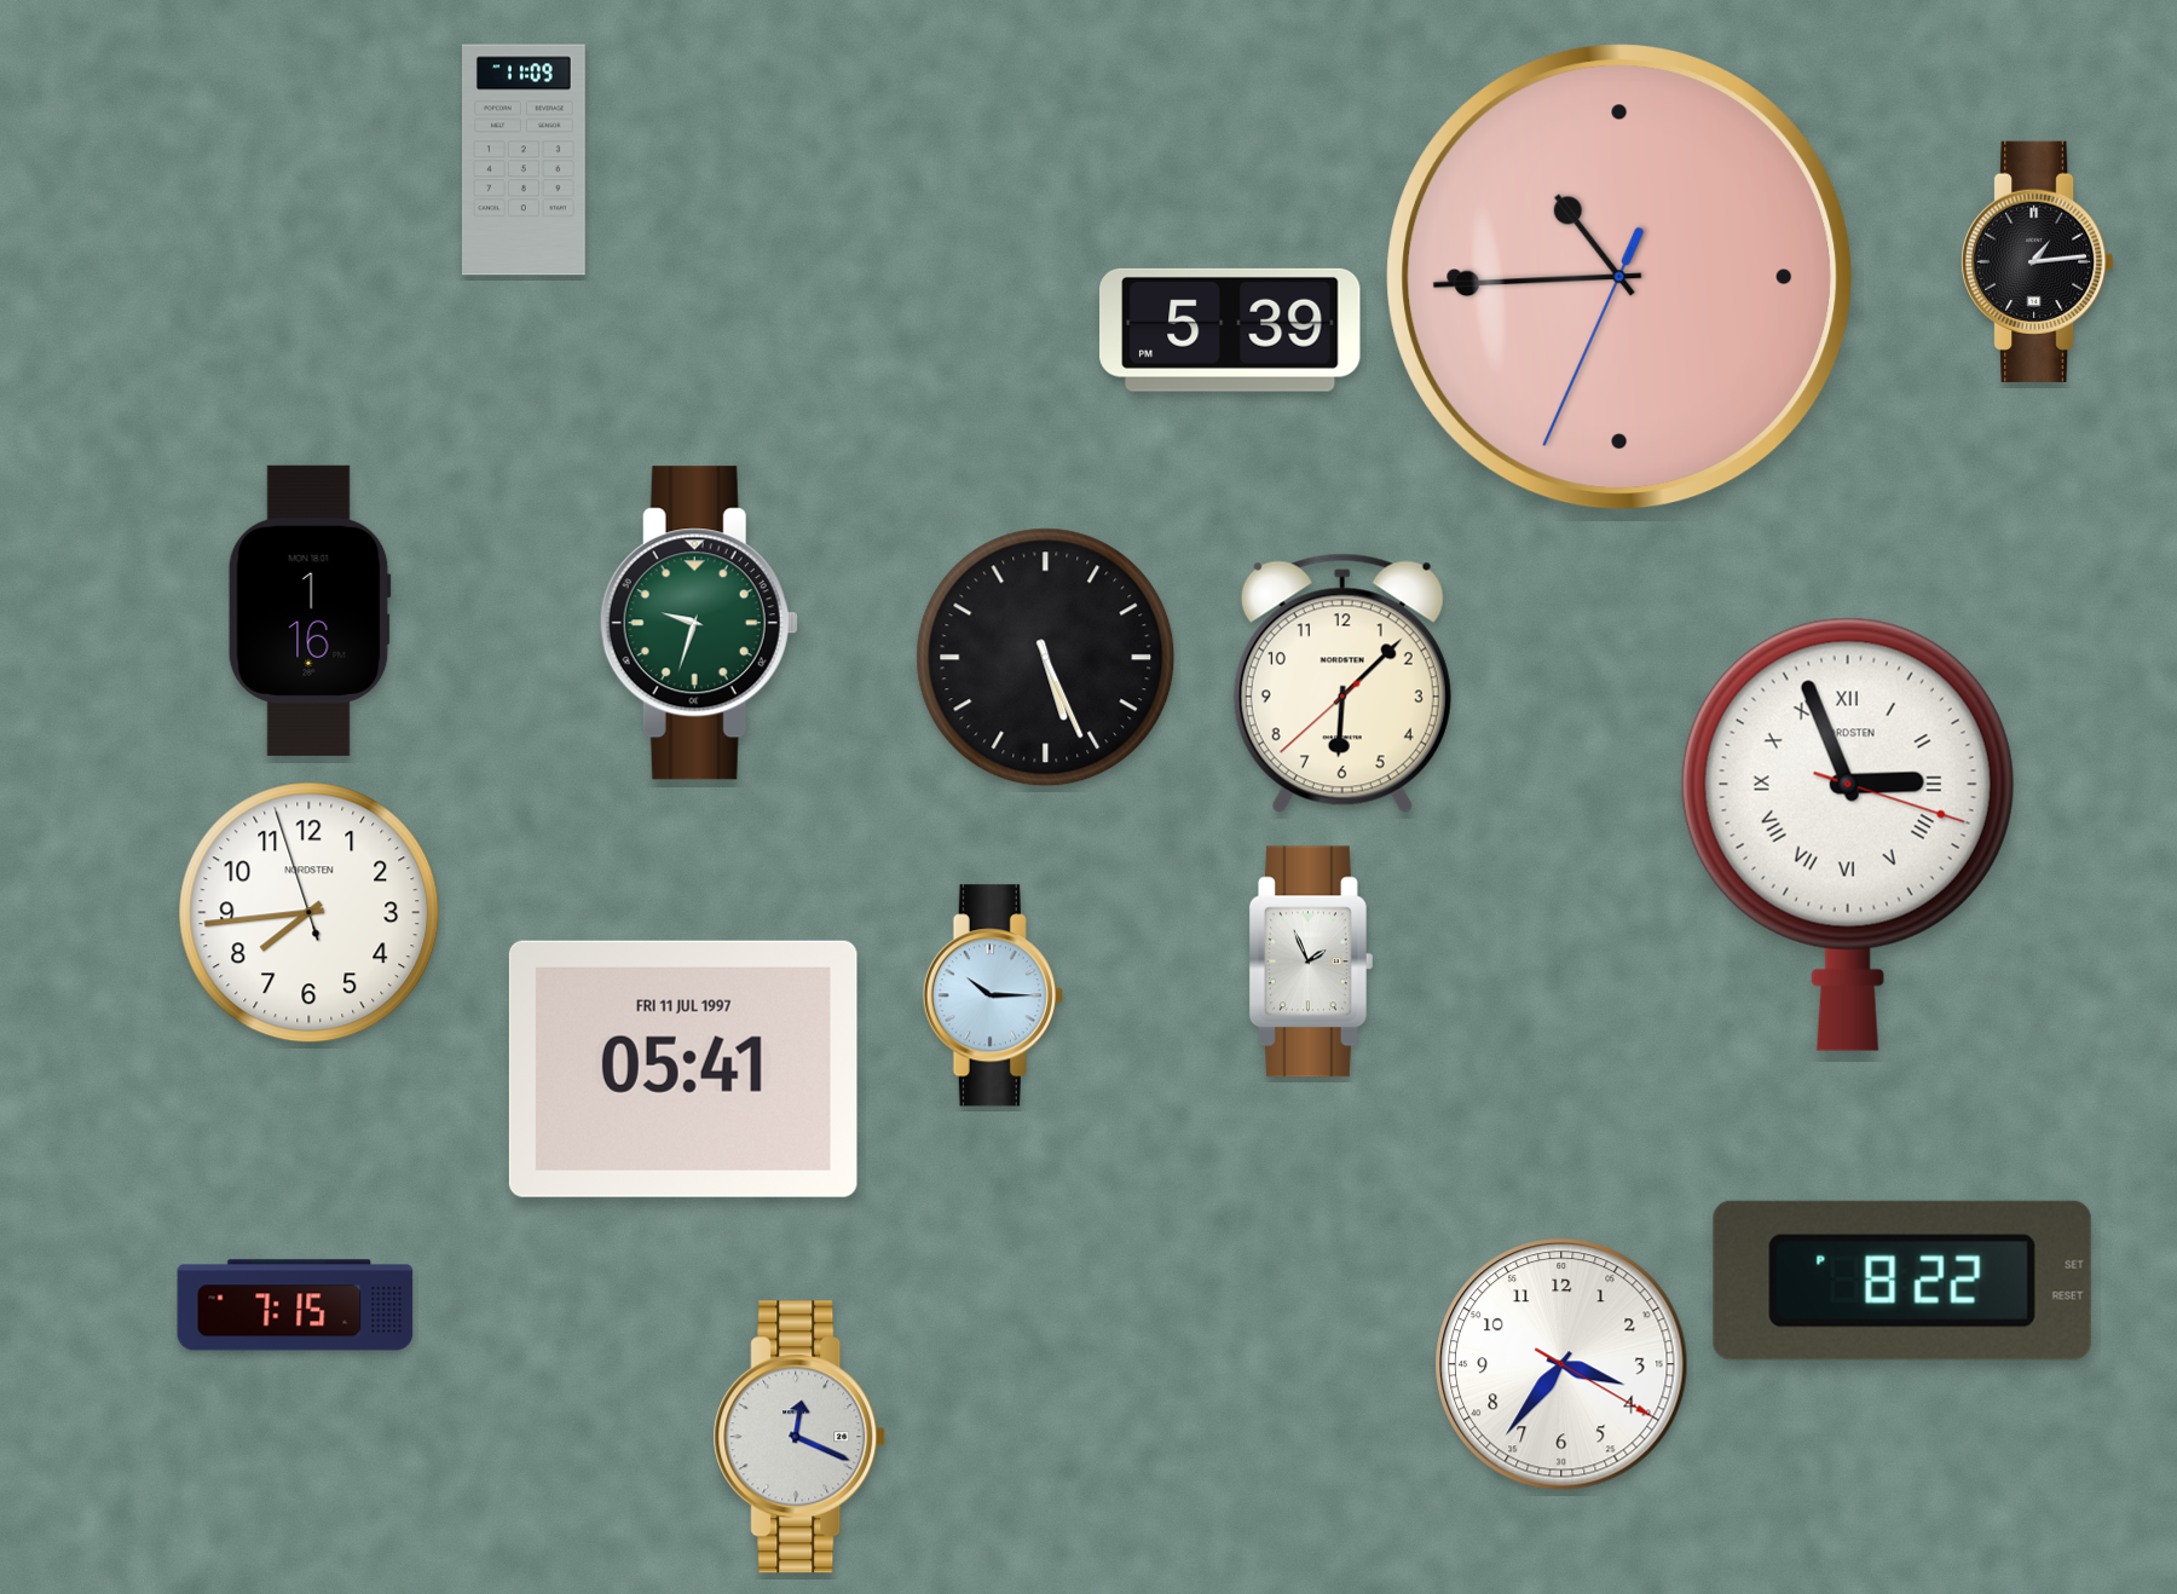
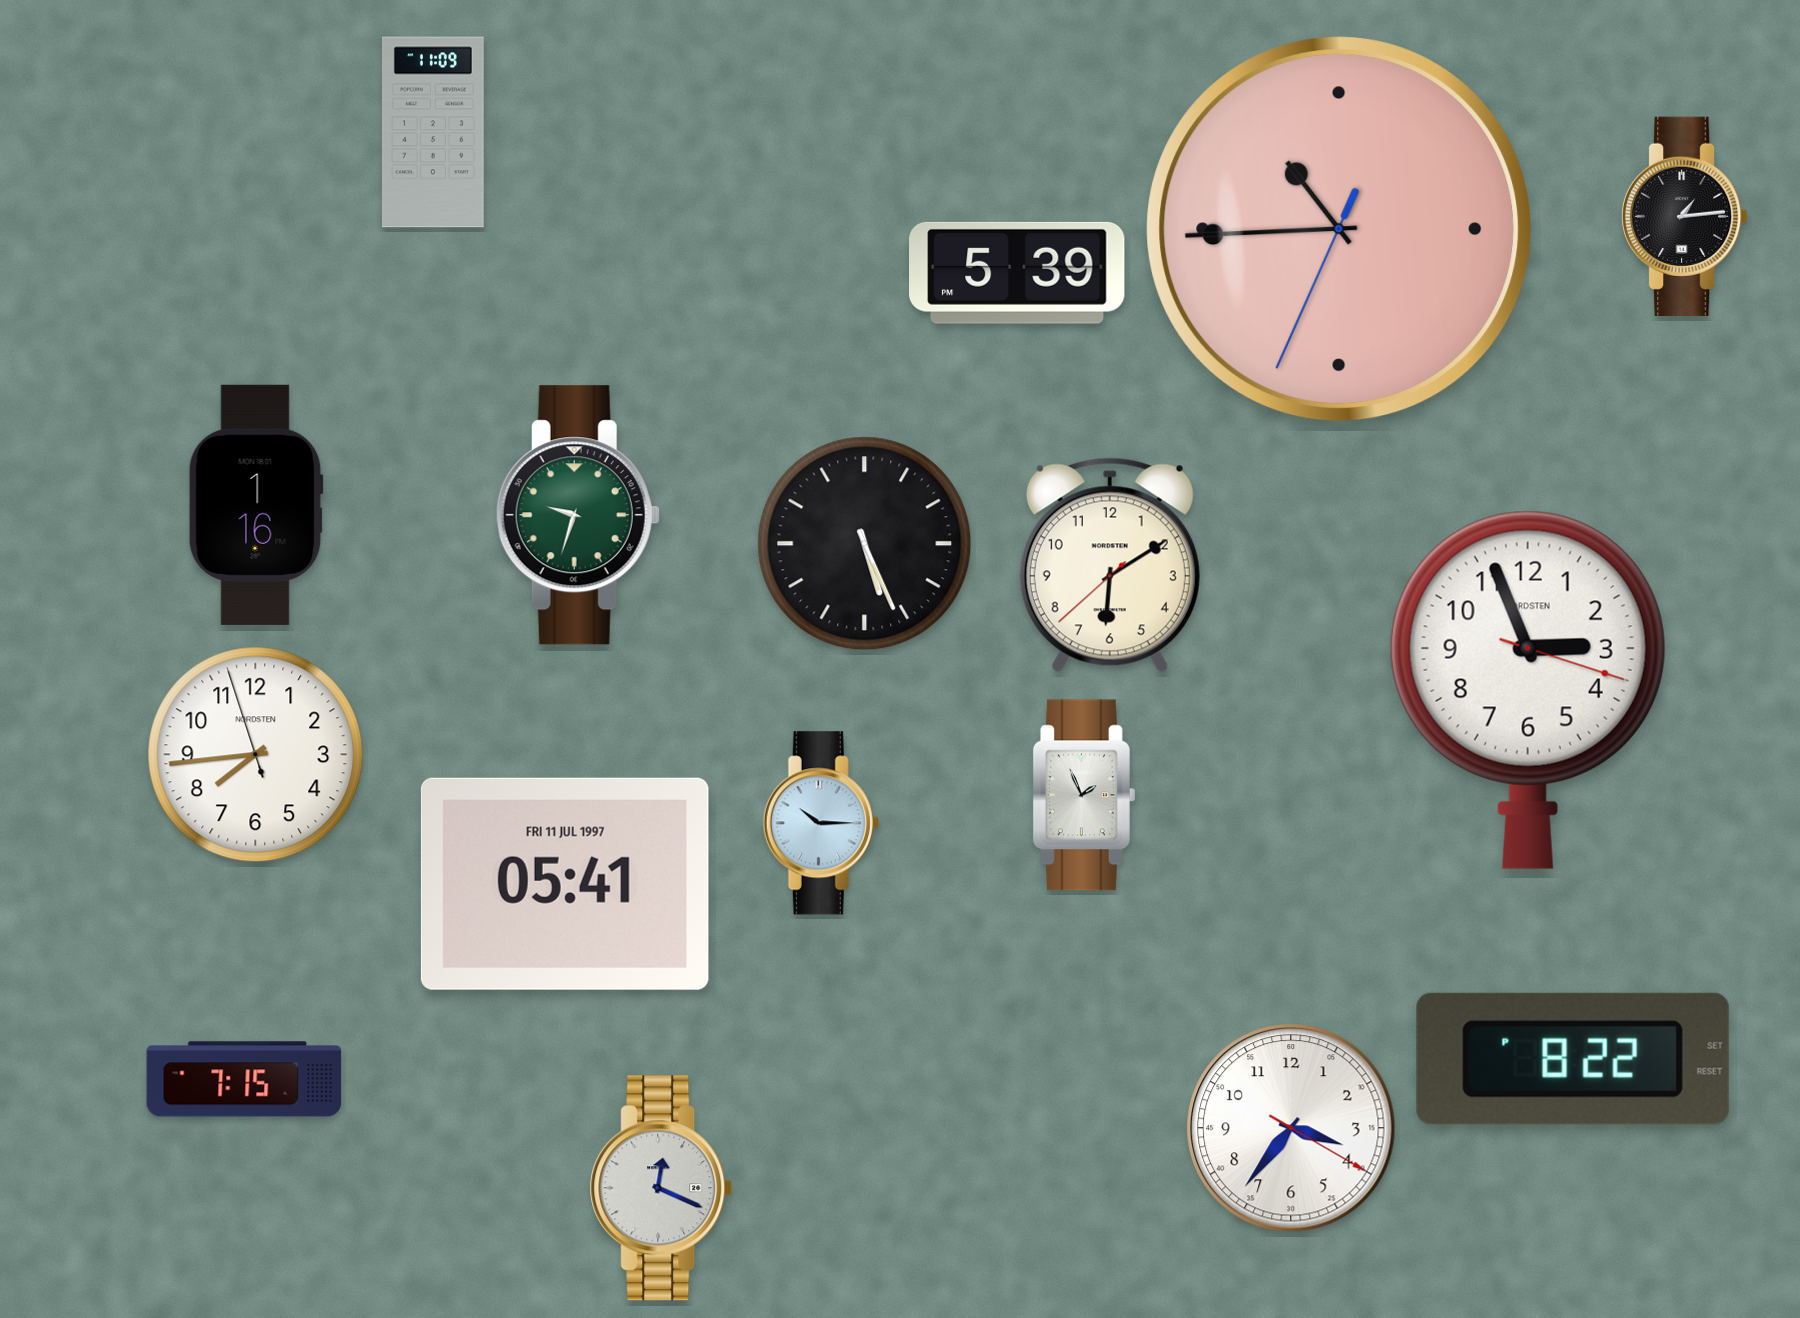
clock at (1342, 683): 6:07 -> 6:09
clock at (1848, 834) numerals: Roman -> Arabic
